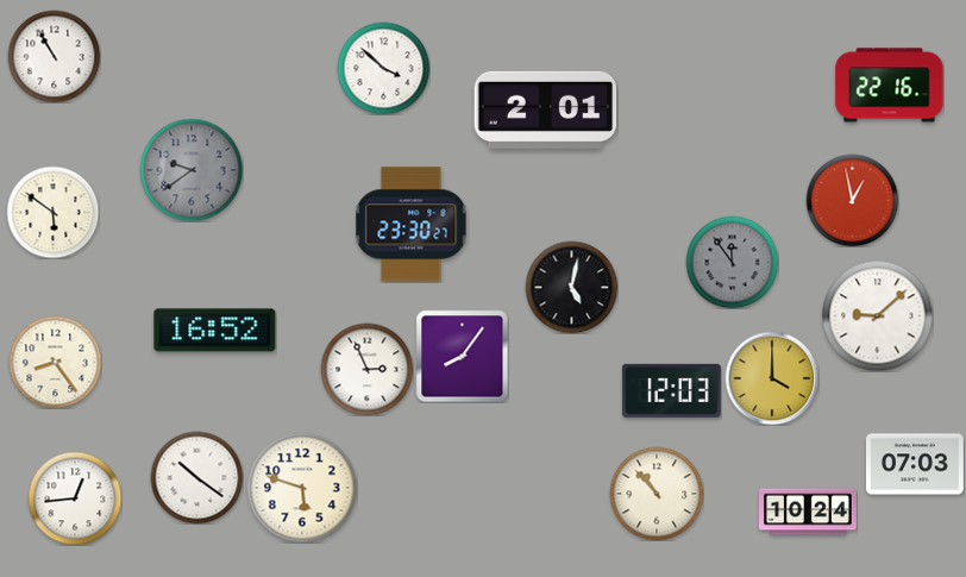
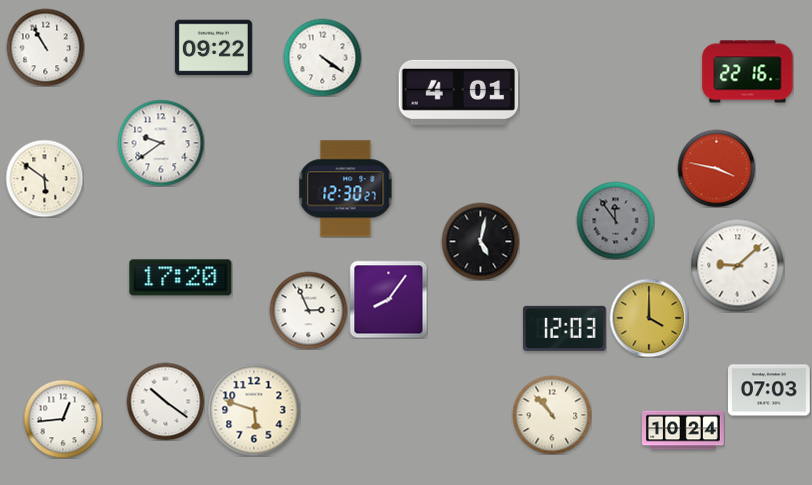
clock at (213, 48): none -> 09:22
clock at (383, 68): 3:52 -> 4:21
clock at (546, 109): 2:01 -> 4:01
clock at (192, 170) dial: grey -> white
clock at (852, 200): 12:58 -> 3:47
clock at (412, 225): 23:30 -> 12:30
clock at (215, 331): 16:52 -> 17:20
clock at (55, 362): 8:24 -> none
clock at (808, 512) position: (808, 512) -> (683, 430)
